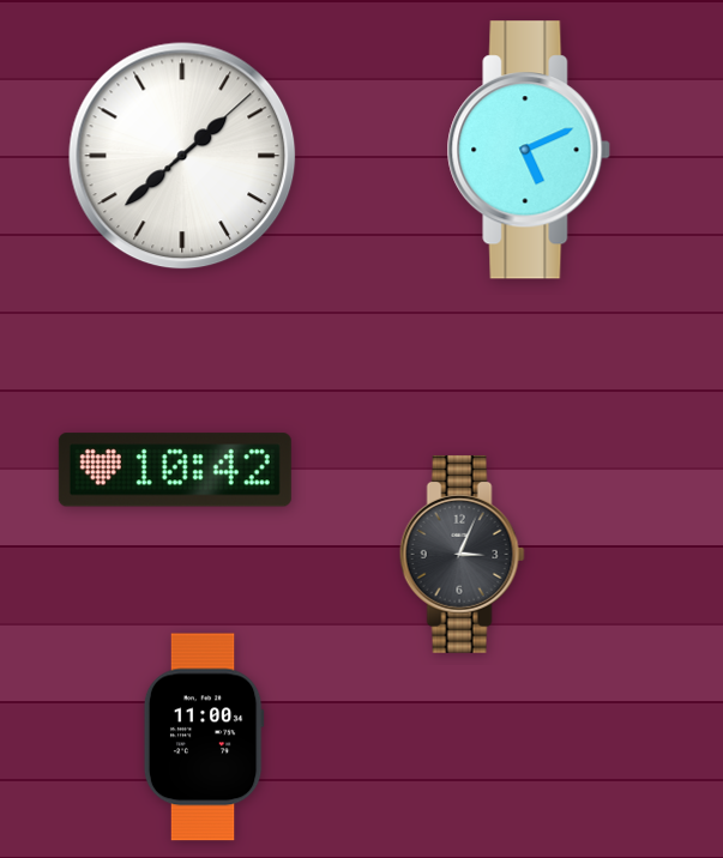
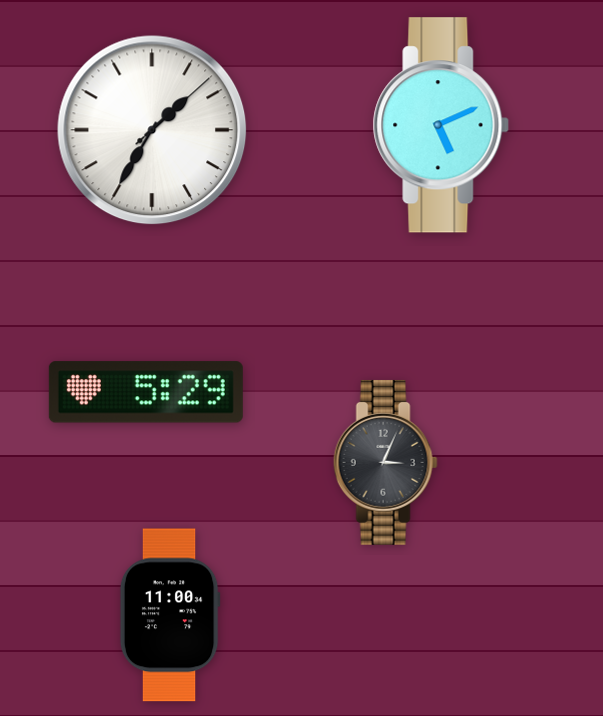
clock at (182, 156): 1:38 -> 1:35
clock at (175, 470): 10:42 -> 5:29
